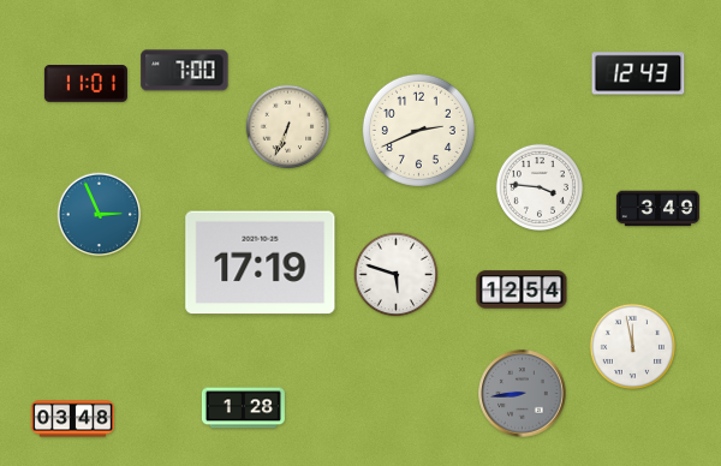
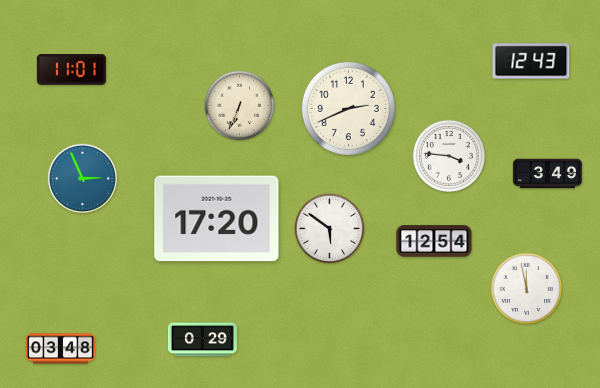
clock at (185, 71): 7:00 -> none
clock at (261, 263): 17:19 -> 17:20
clock at (397, 275): 5:48 -> 5:51
clock at (523, 394): 8:44 -> none
clock at (243, 408): 1:28 -> 0:29
